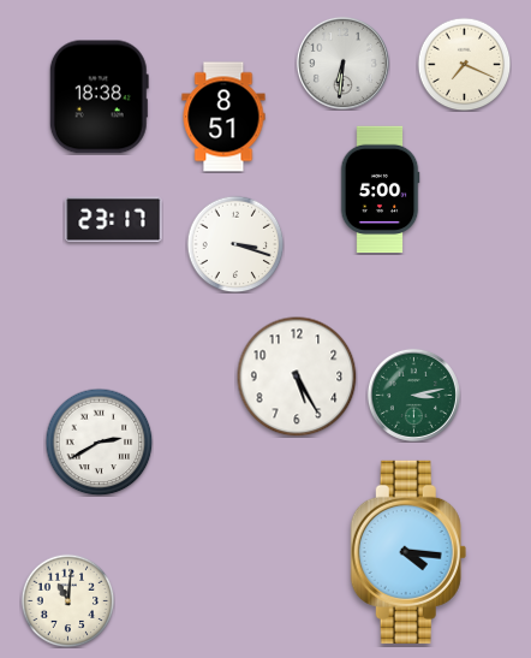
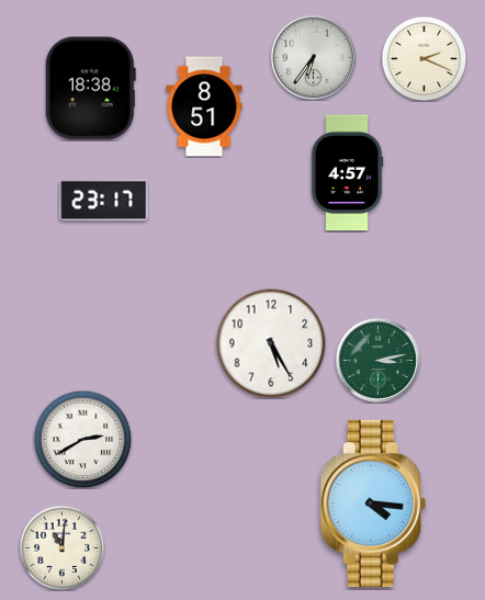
clock at (342, 63): 6:31 -> 6:36
clock at (464, 64): 7:19 -> 2:19
clock at (380, 190): 5:00 -> 4:57
clock at (235, 244): 3:18 -> none
clock at (99, 441) position: (99, 441) -> (82, 439)
